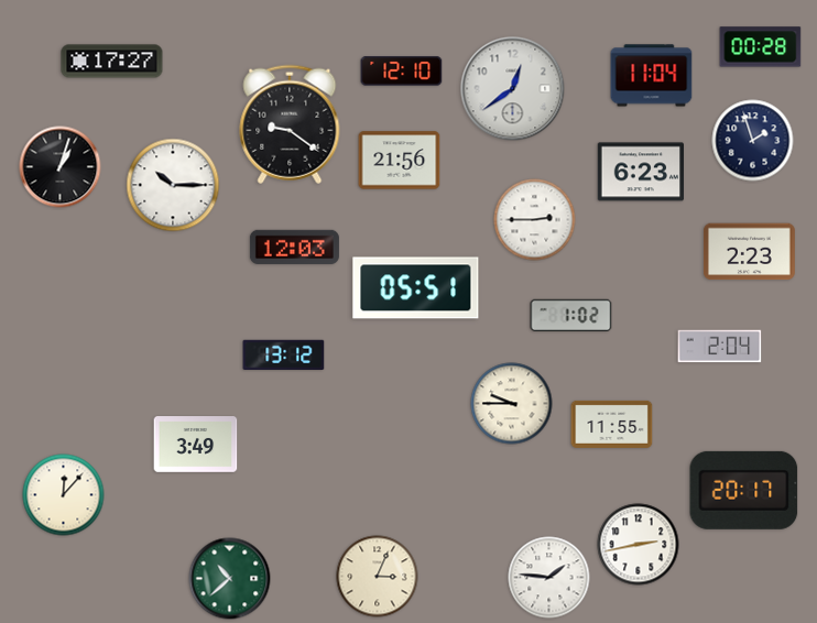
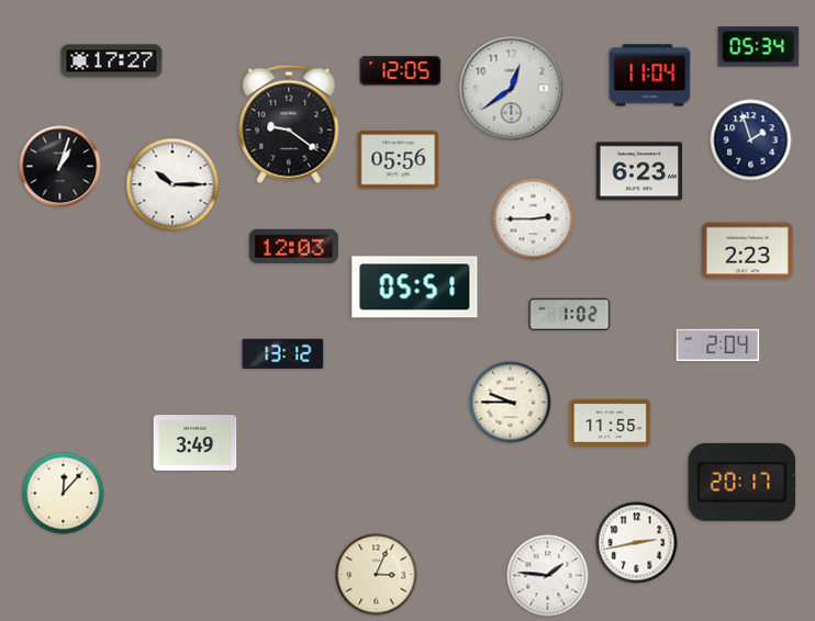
clock at (761, 47): 00:28 -> 05:34
clock at (402, 72): 12:10 -> 12:05
clock at (400, 161): 21:56 -> 05:56
clock at (744, 490) position: (744, 490) -> (743, 482)
clock at (230, 579): 10:38 -> none
